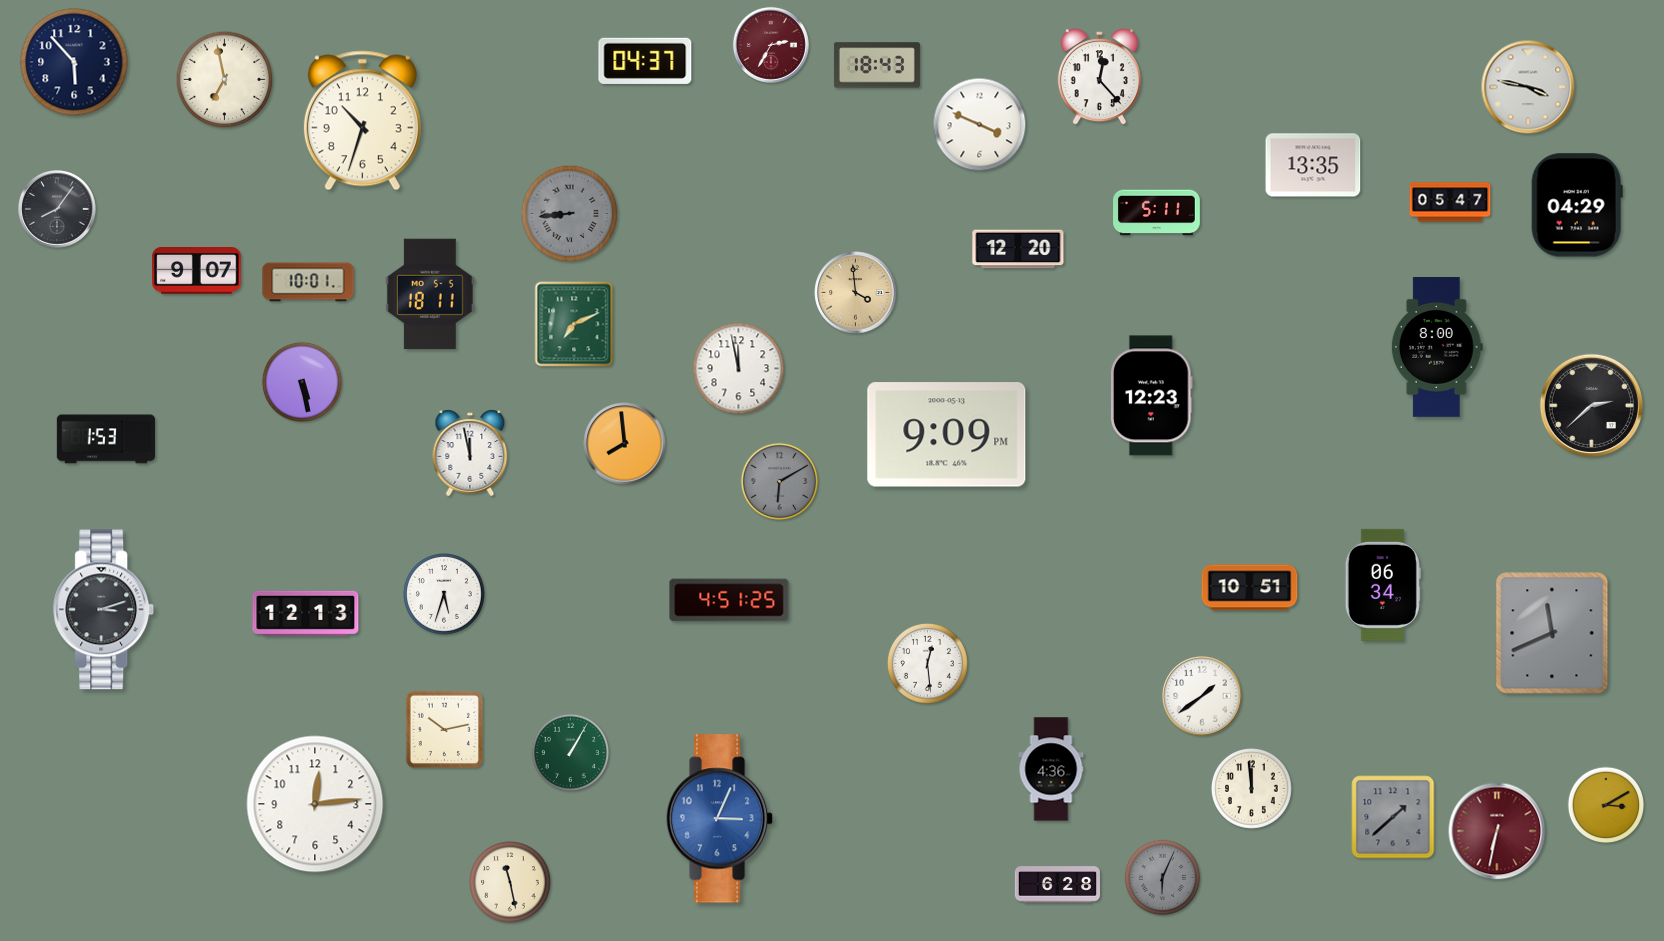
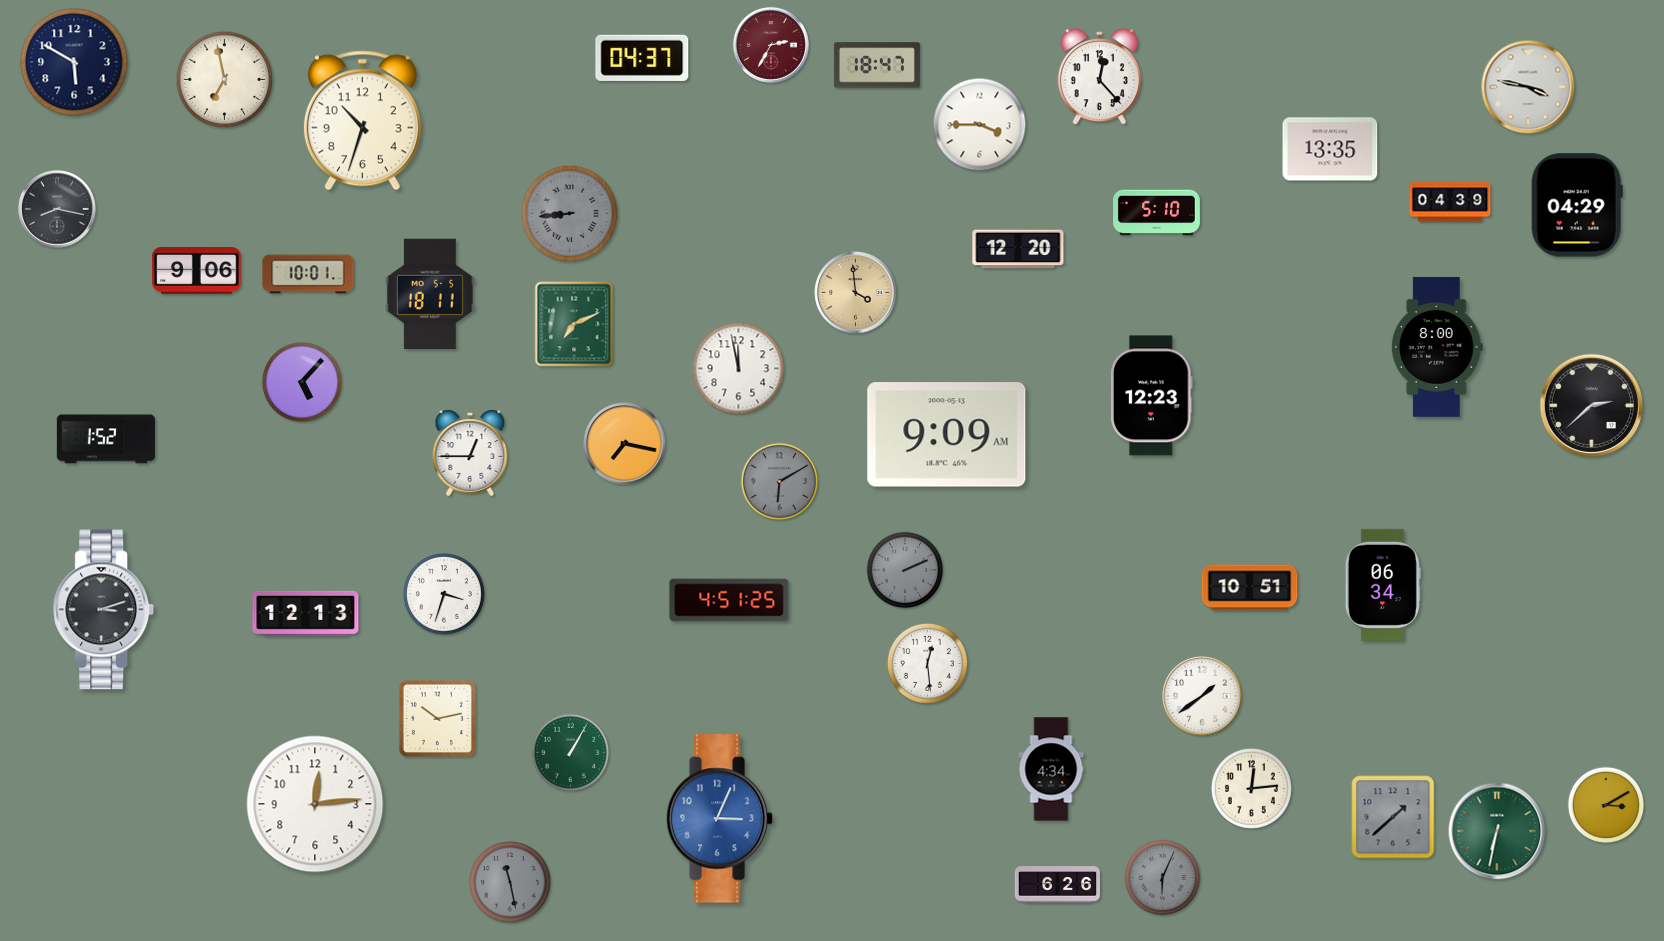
clock at (645, 61) position: (645, 61) -> (642, 58)
clock at (74, 62): 5:53 -> 5:50
clock at (877, 65): 18:43 -> 18:47
clock at (980, 125): 3:49 -> 3:45
clock at (1313, 165) position: (1313, 165) -> (1330, 149)
clock at (1450, 202): 05:47 -> 04:39
clock at (58, 210): 8:06 -> 8:17
clock at (1157, 213): 5:11 -> 5:10
clock at (197, 271): 9:07 -> 9:06
clock at (308, 282) position: (308, 282) -> (308, 274)
clock at (302, 382): 5:28 -> 5:07
clock at (947, 435): 9:09 PM -> 9:09 AM
clock at (106, 439): 1:53 -> 1:52
clock at (625, 444): 7:59 -> 7:17
clock at (470, 453): 11:58 -> 12:45
clock at (905, 570): none -> 2:11
clock at (445, 595): 5:33 -> 3:33
clock at (1552, 633): 11:41 -> none
clock at (445, 730) position: (445, 730) -> (438, 719)
clock at (1051, 769): 4:36 -> 4:34
clock at (1251, 788): 11:59 -> 12:14
clock at (1497, 831) dial: burgundy -> green
clock at (511, 883) dial: cream -> grey
clock at (1057, 885): 6:28 -> 6:26
